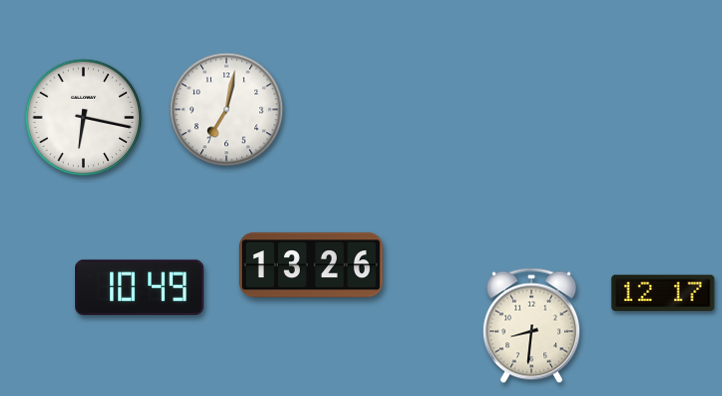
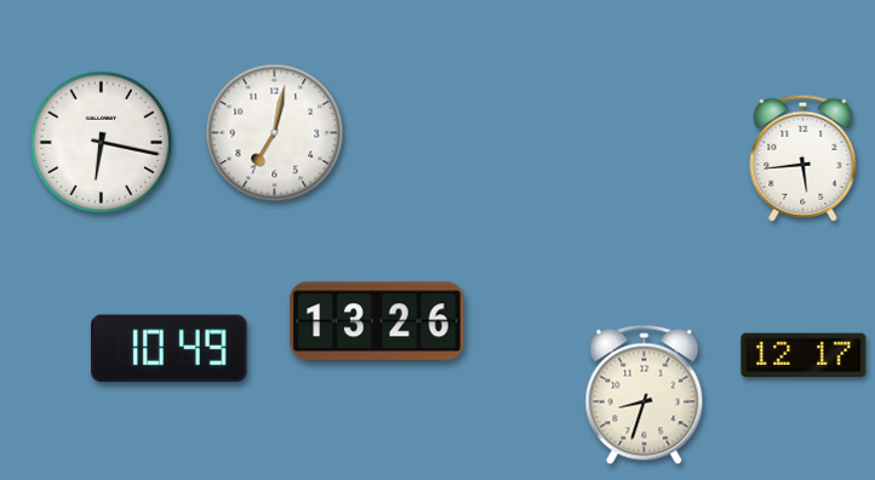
clock at (803, 158): none -> 5:44
clock at (532, 326): 8:31 -> 8:33
